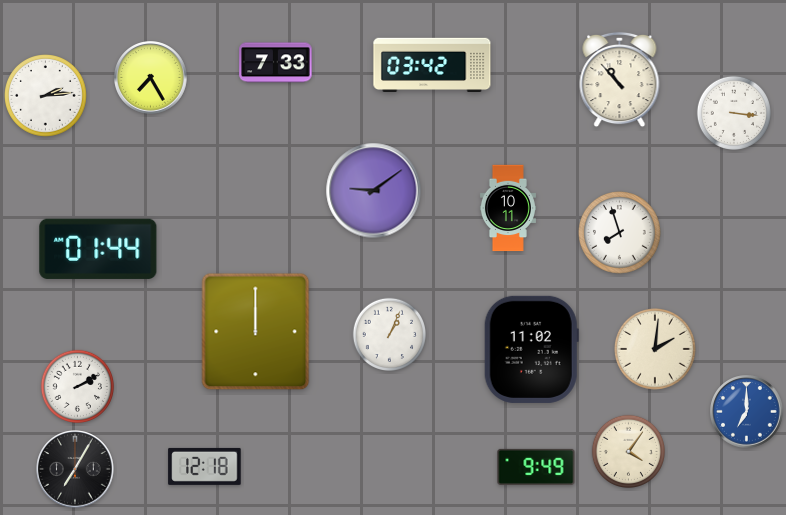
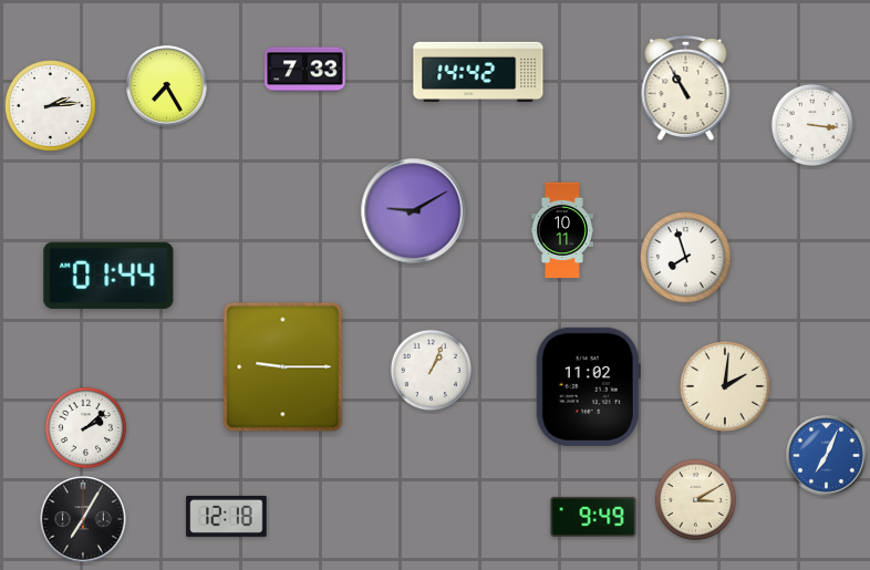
clock at (432, 65): 03:42 -> 14:42
clock at (620, 80): 10:53 -> 10:55
clock at (374, 191): 9:09 -> 9:10
clock at (256, 332): 12:00 -> 9:15
clock at (77, 386): 2:10 -> 2:08
clock at (747, 412): 7:00 -> 7:04
clock at (628, 451): 4:06 -> 3:10
